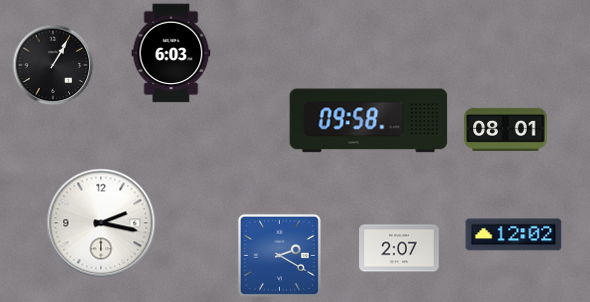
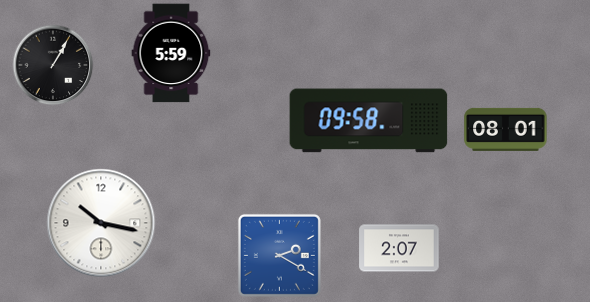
clock at (171, 53): 6:03 -> 5:59
clock at (101, 223): 2:17 -> 10:17
clock at (514, 235): 12:02 -> none
